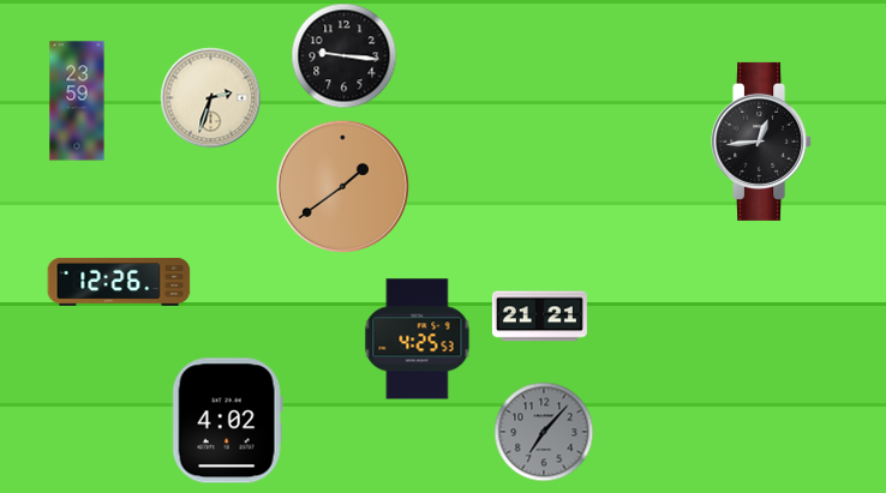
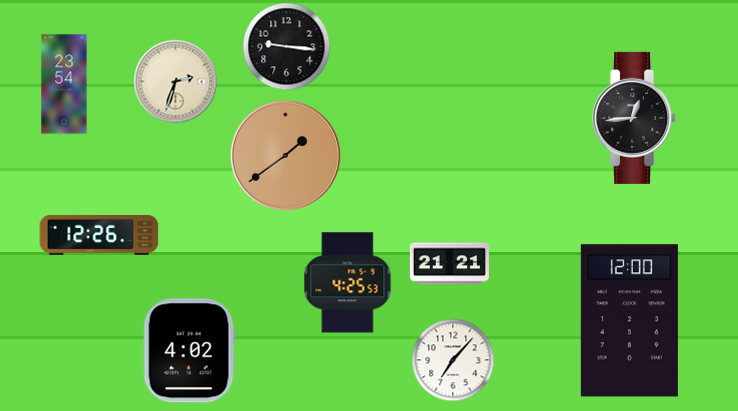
clock at (77, 101): 23:59 -> 23:54
clock at (629, 321): none -> 12:00
clock at (544, 432) dial: grey -> white
